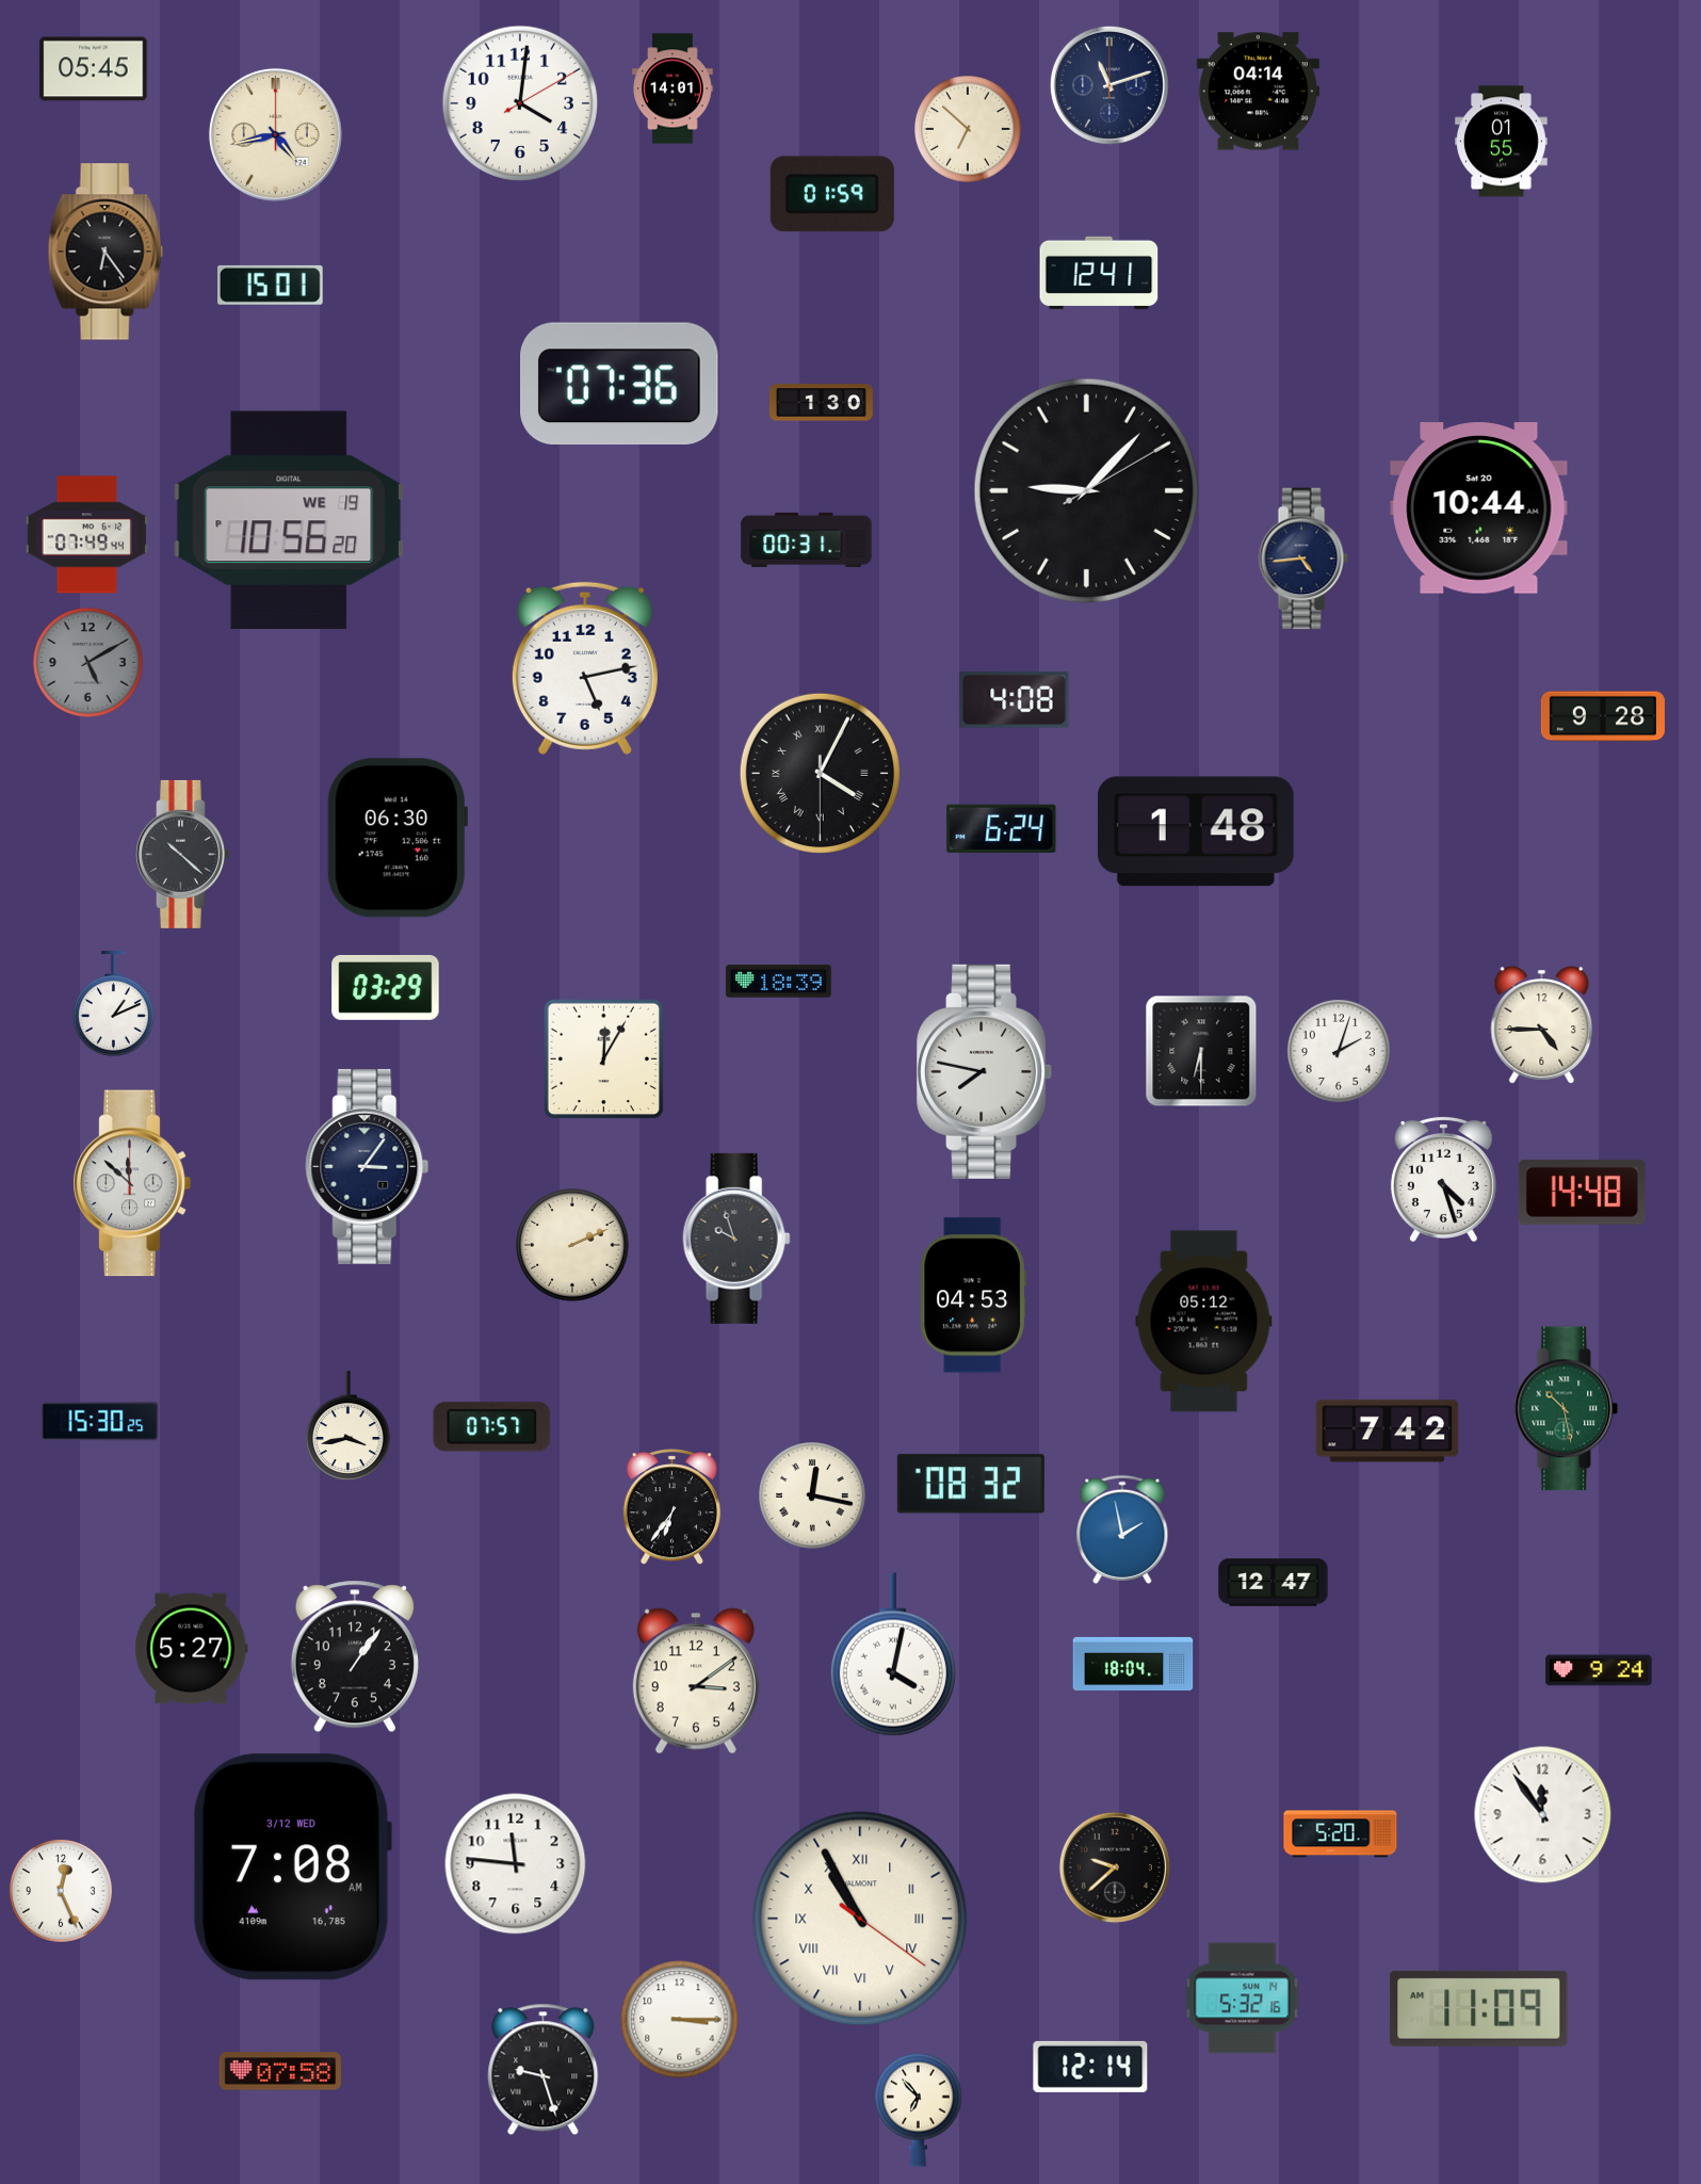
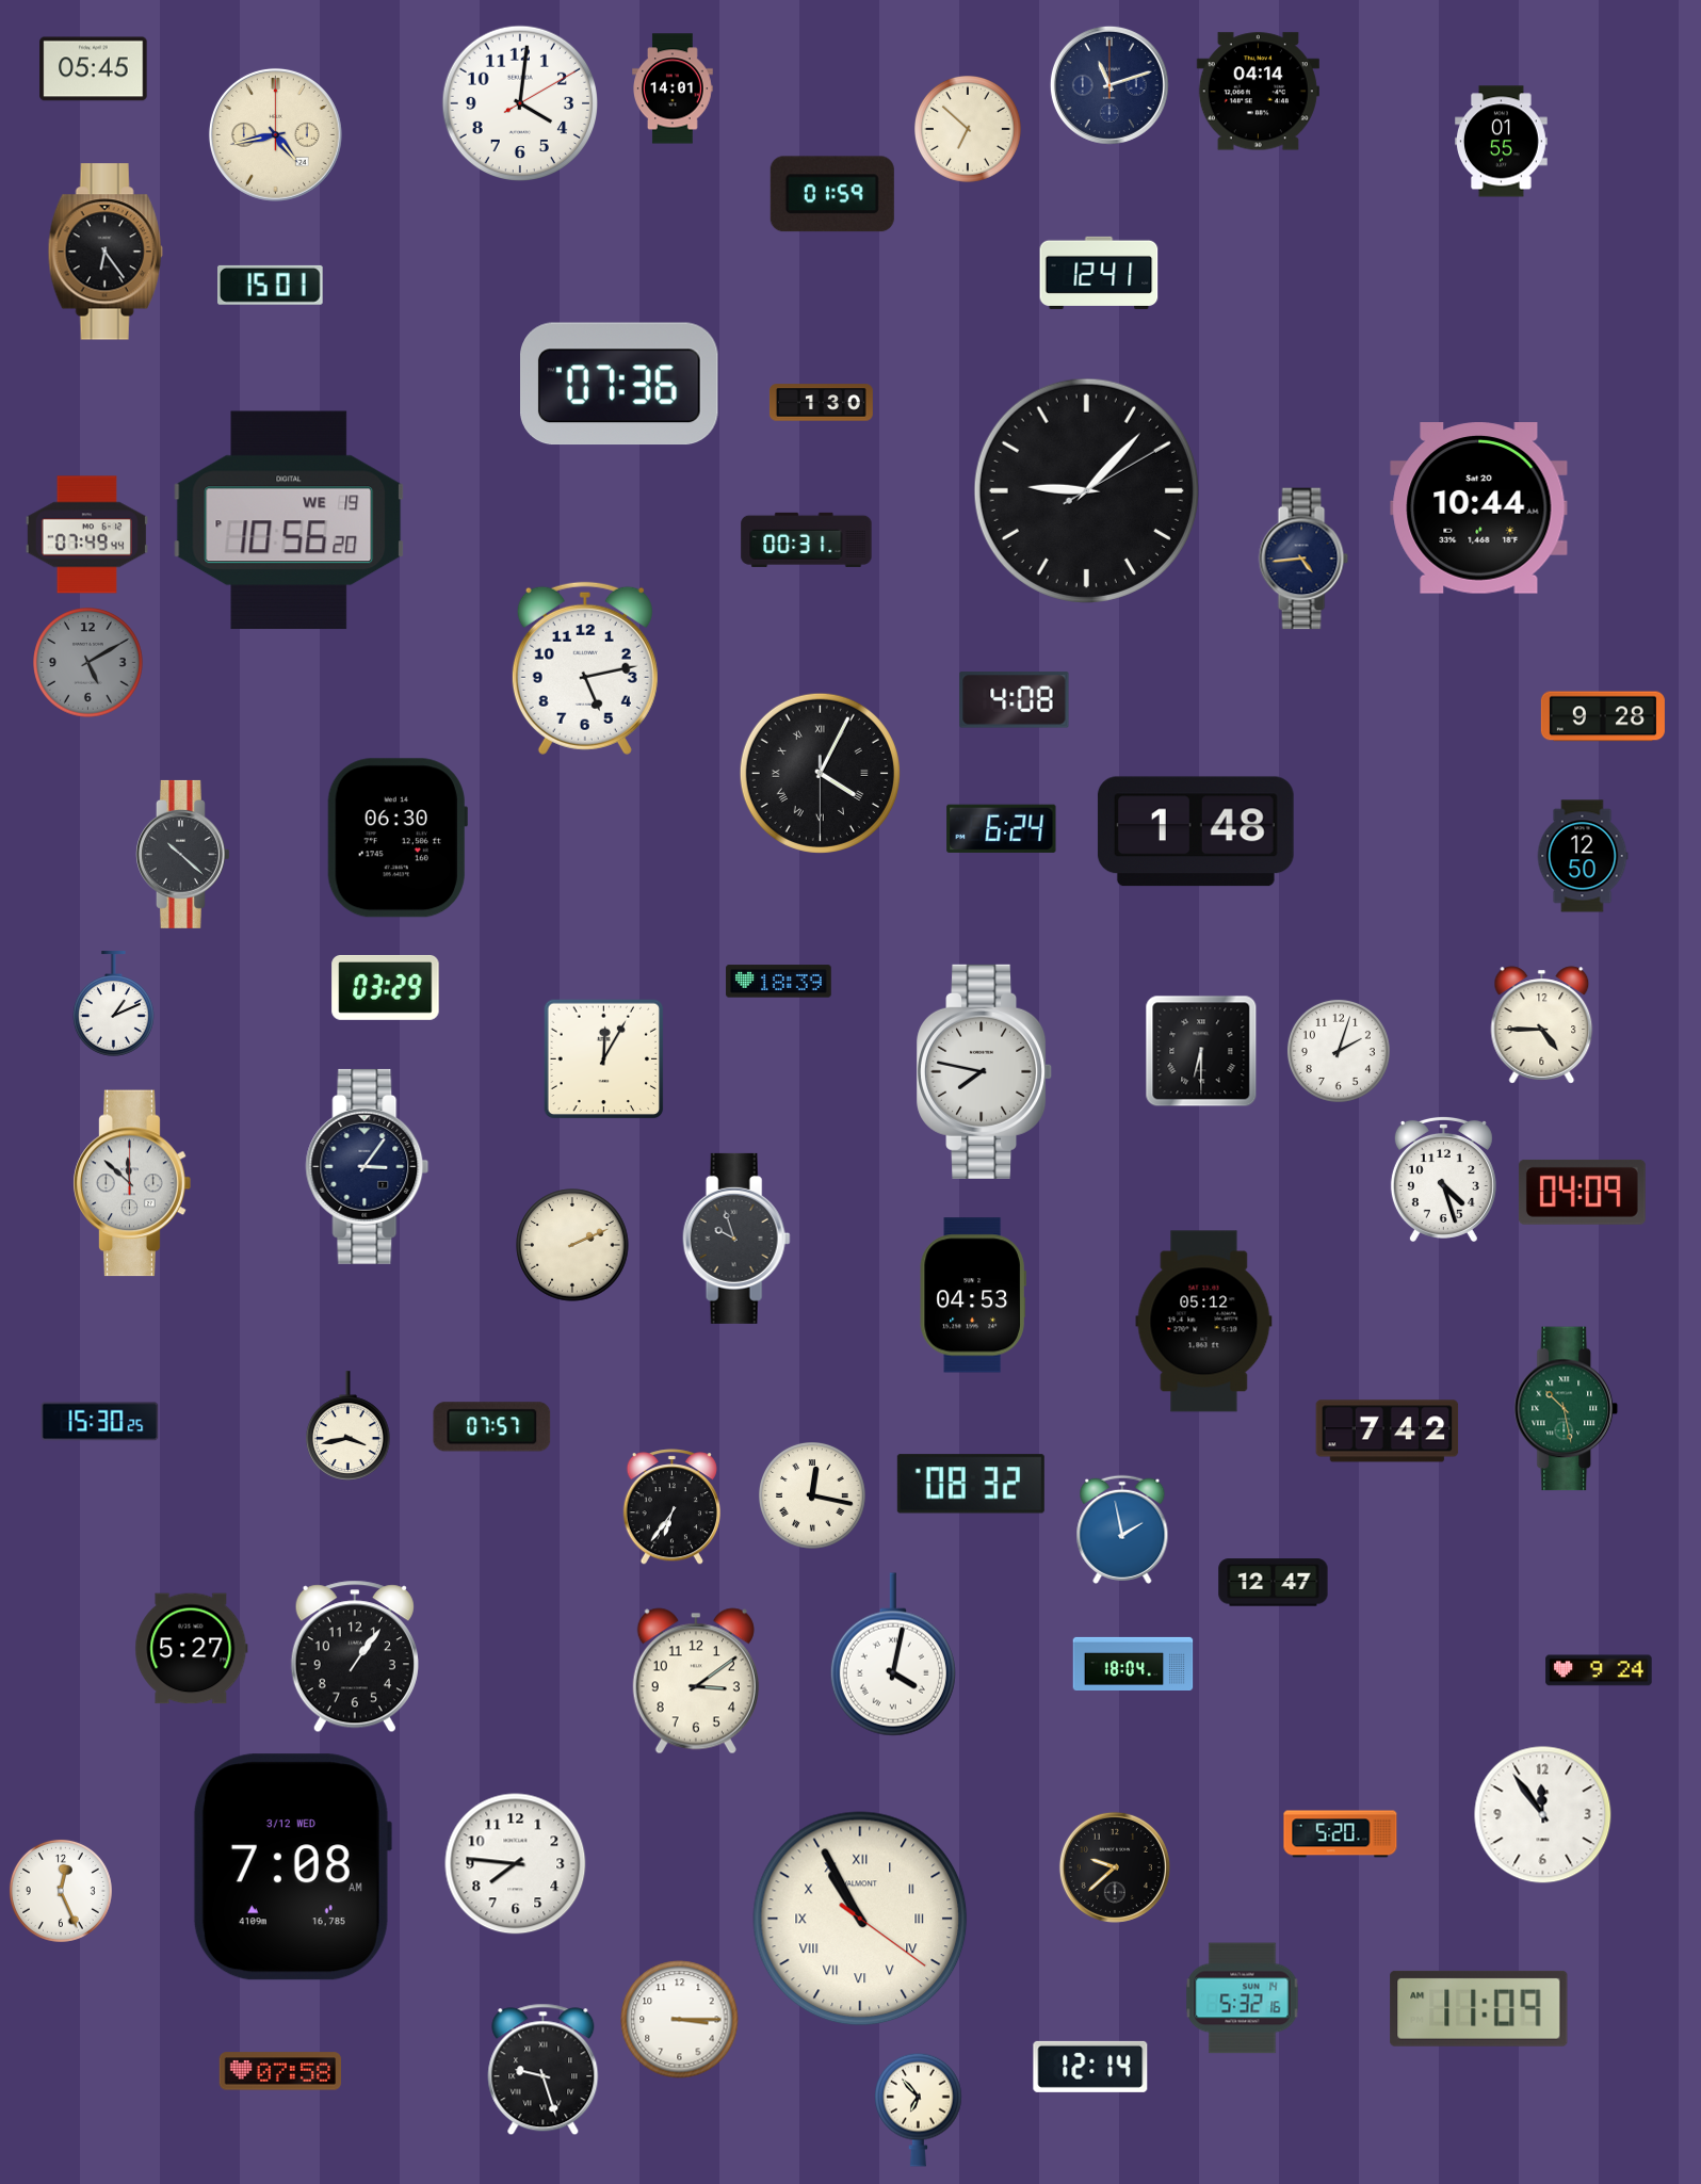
clock at (1583, 856): none -> 12:50
clock at (1582, 1192): 14:48 -> 04:09
clock at (516, 1864): 11:46 -> 7:46
